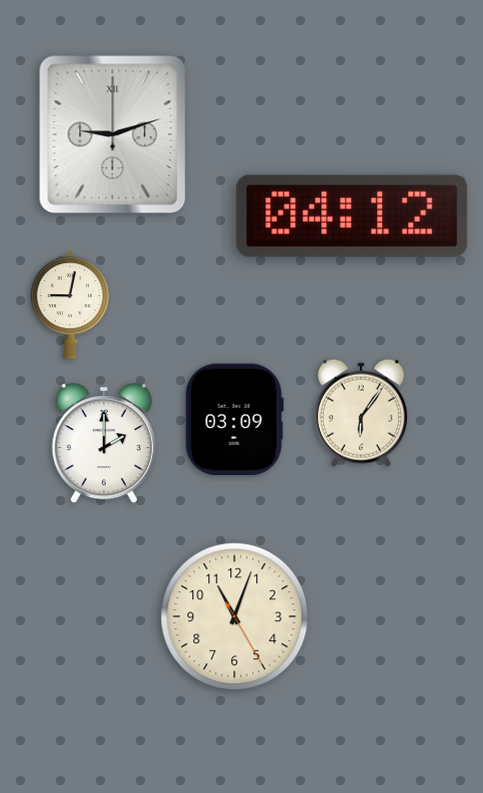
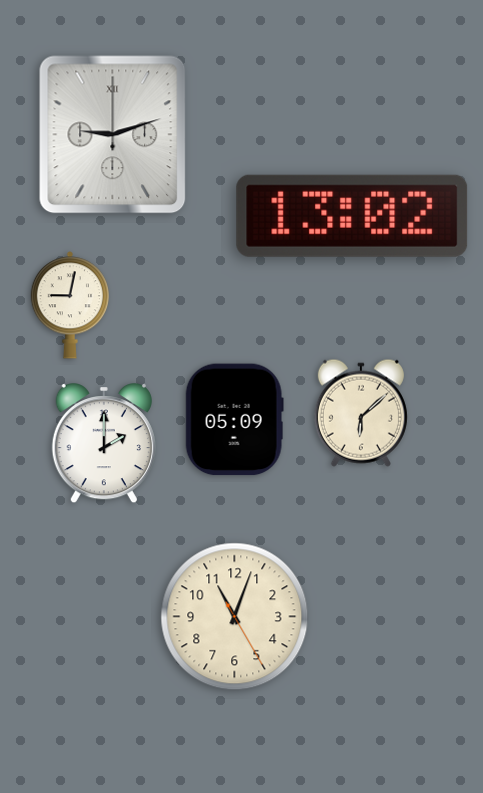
clock at (352, 216): 04:12 -> 13:02
clock at (361, 413): 6:06 -> 6:08
clock at (234, 420): 03:09 -> 05:09
